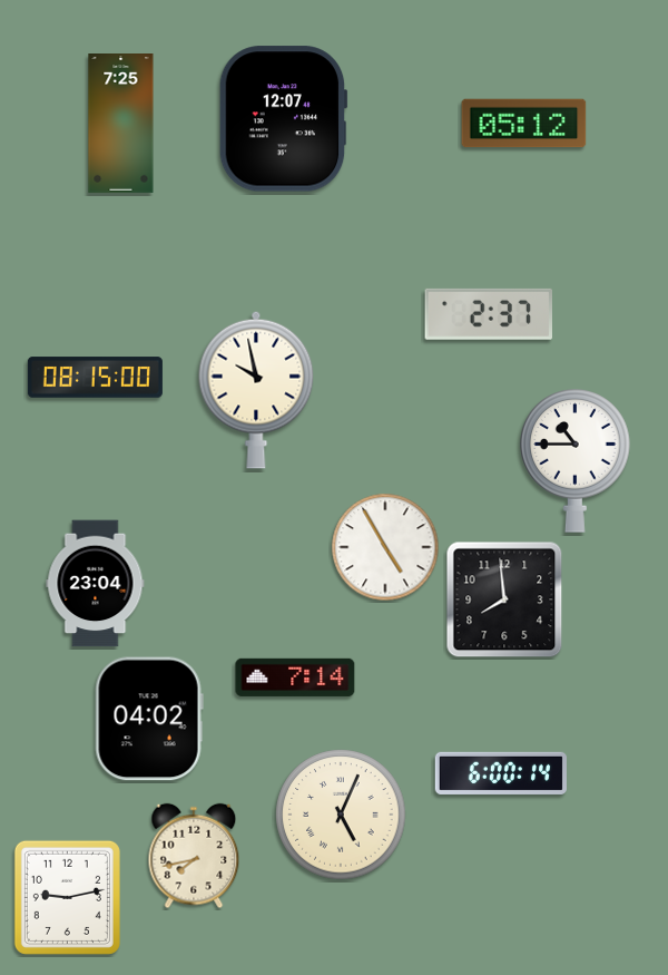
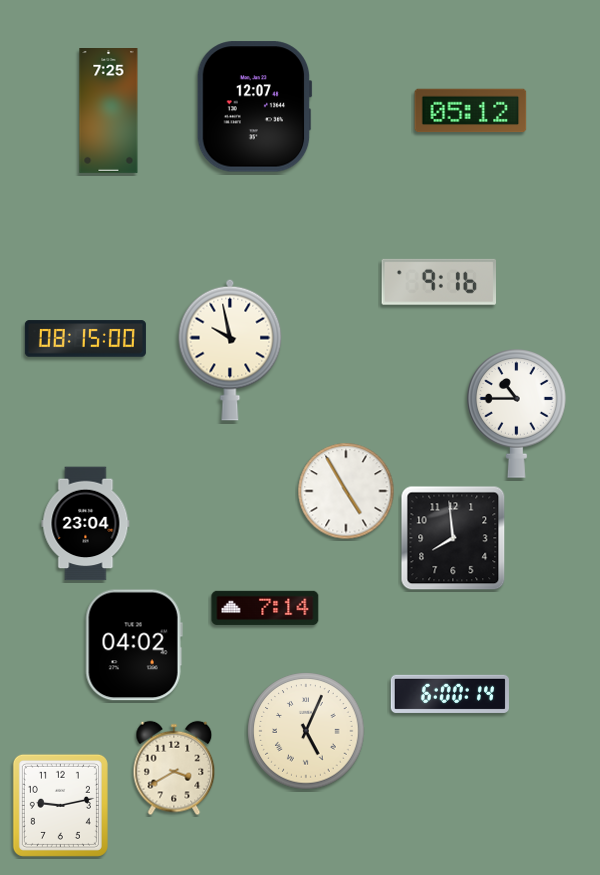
clock at (489, 314): 2:37 -> 9:16
clock at (194, 856): 7:43 -> 3:40
